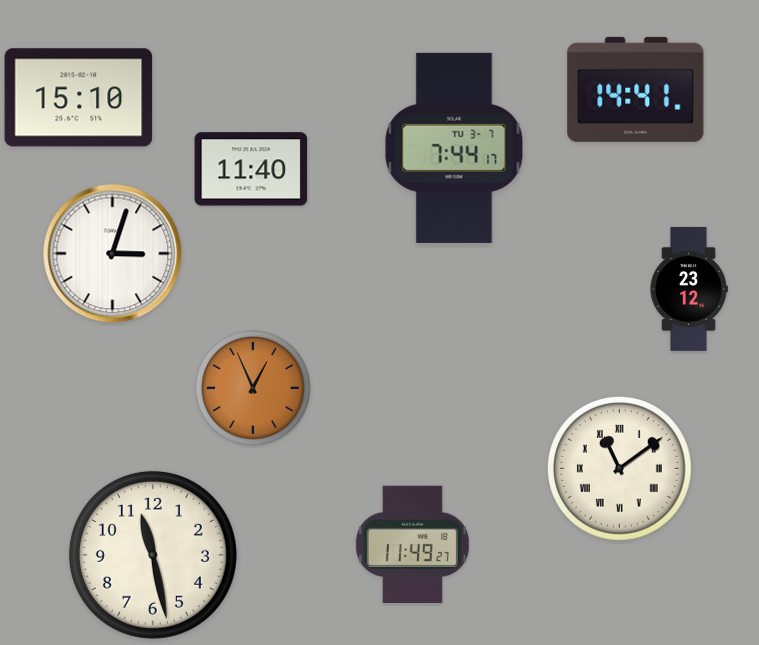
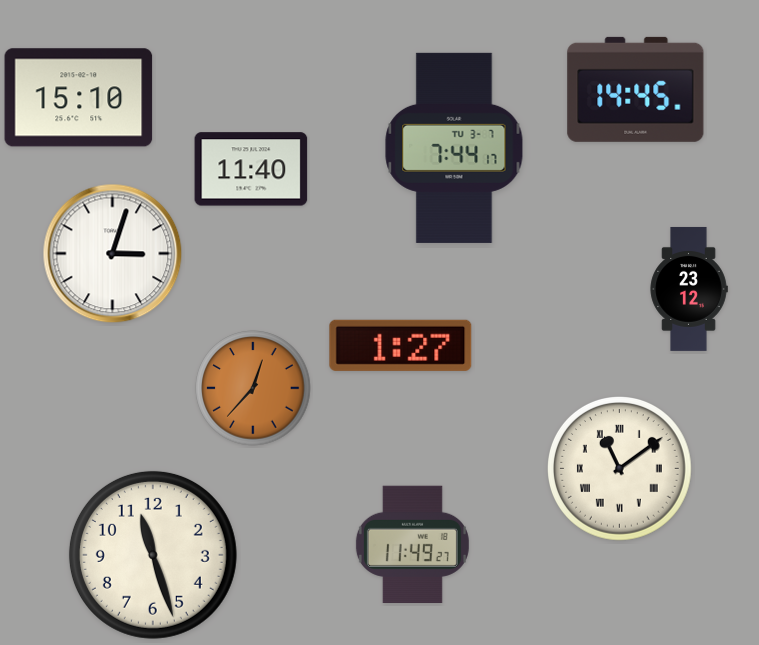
clock at (636, 89): 14:41 -> 14:45
clock at (401, 345): none -> 1:27
clock at (253, 388): 12:56 -> 12:37
clock at (153, 555): 11:28 -> 11:27
